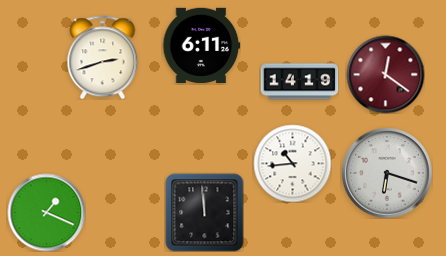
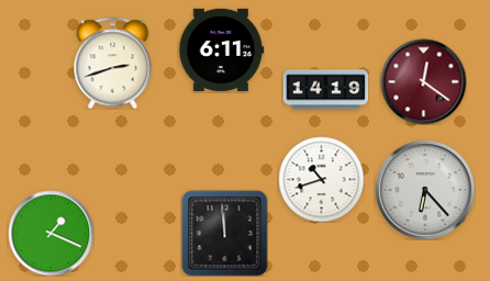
clock at (299, 82) position: (299, 82) -> (325, 90)
clock at (292, 163): 10:44 -> 10:42
clock at (387, 173): 6:18 -> 6:23
